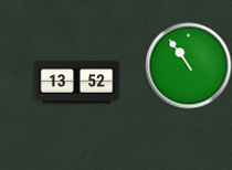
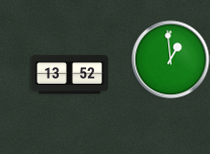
clock at (188, 65): 10:54 -> 12:59
